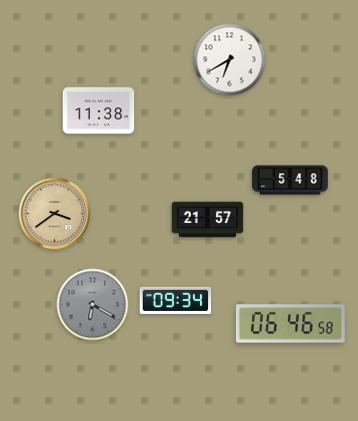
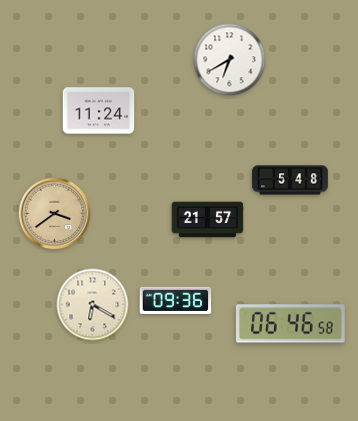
clock at (99, 111): 11:38 -> 11:24
clock at (176, 300): 09:34 -> 09:36
clock at (93, 305) dial: grey -> cream
